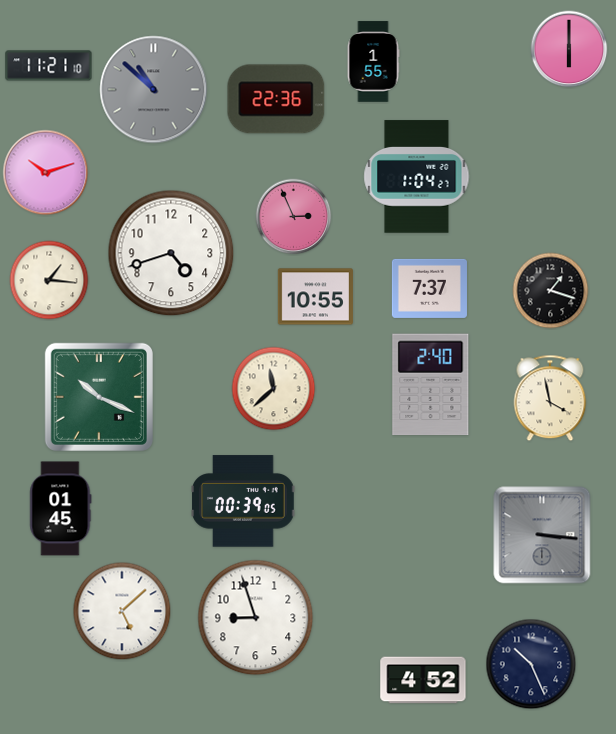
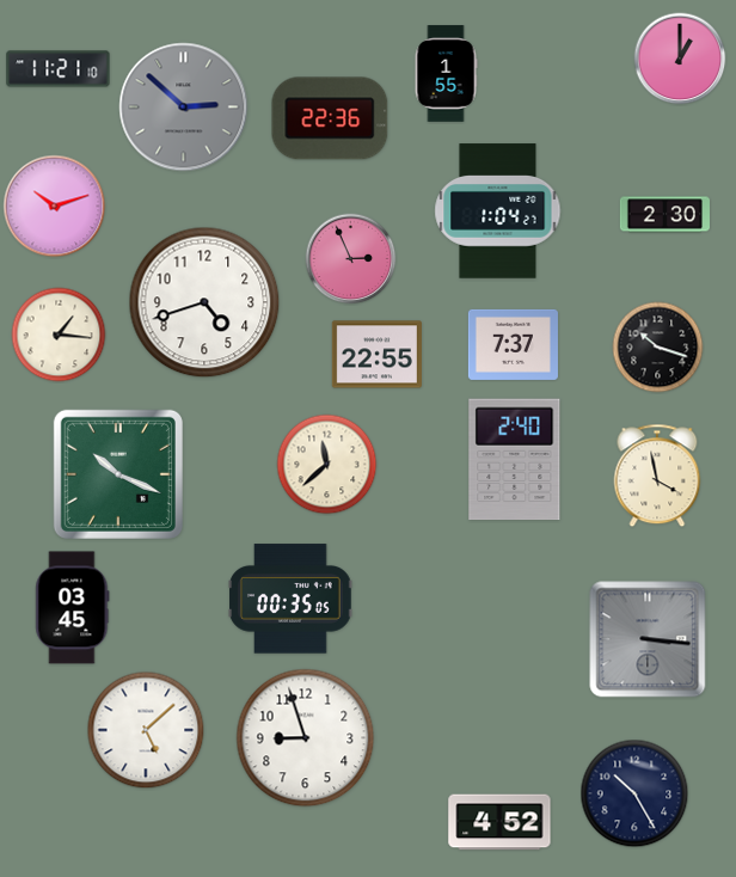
clock at (569, 49): 6:00 -> 1:00
clock at (49, 66) position: (49, 66) -> (59, 69)
clock at (154, 90): 10:52 -> 2:52
clock at (664, 215): none -> 2:30
clock at (551, 291): 1:18 -> 10:18
clock at (315, 297): 10:55 -> 22:55
clock at (243, 501): 00:39 -> 00:35
clock at (61, 509): 01:45 -> 03:45
clock at (531, 664): 10:26 -> 10:25
clock at (423, 680) position: (423, 680) -> (499, 822)
